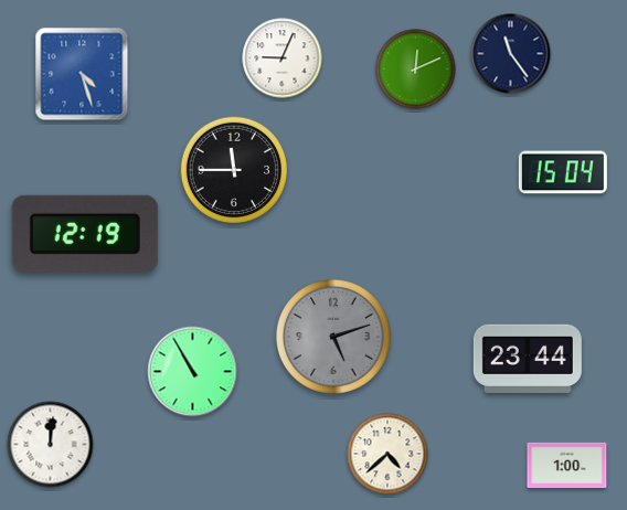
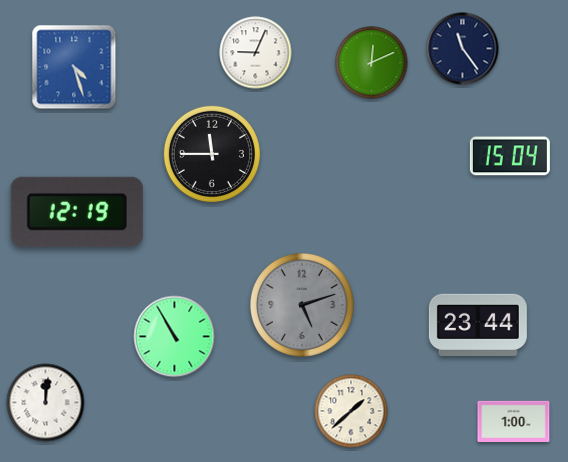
clock at (416, 70) position: (416, 70) -> (372, 63)
clock at (387, 454): 4:38 -> 1:38
